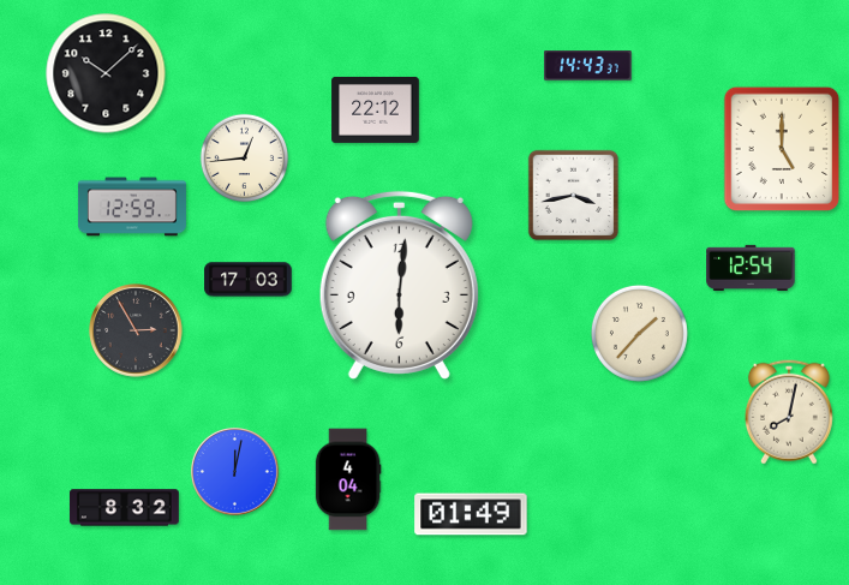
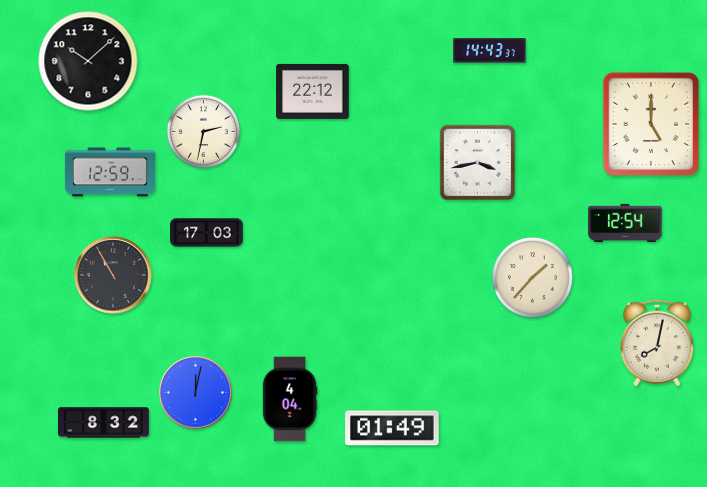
clock at (588, 66) position: (588, 66) -> (490, 51)
clock at (245, 159): 12:44 -> 2:32
clock at (399, 285): 6:01 -> none
clock at (136, 330): 2:55 -> 10:55
